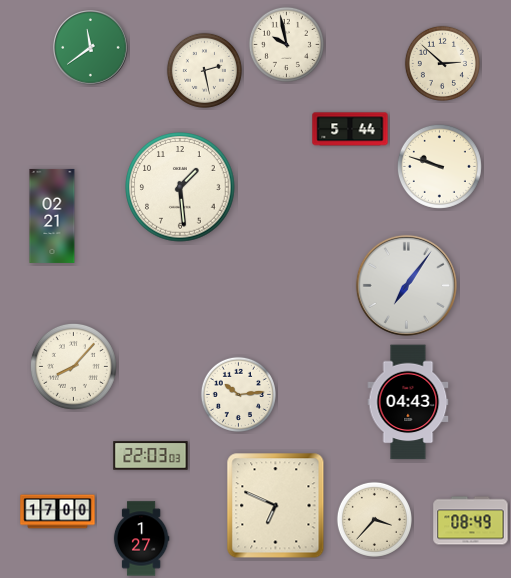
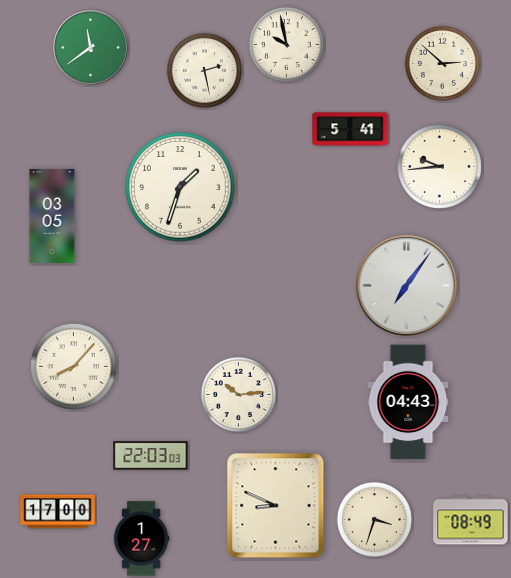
clock at (350, 129): 5:44 -> 5:41
clock at (439, 166): 9:48 -> 9:44
clock at (180, 187): 1:29 -> 1:33
clock at (52, 216): 02:21 -> 03:05
clock at (276, 506): 6:49 -> 8:49
clock at (374, 519): 3:37 -> 3:33
